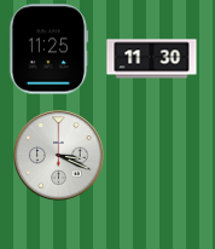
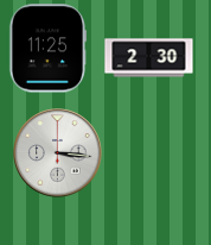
clock at (152, 59): 11:30 -> 2:30
clock at (59, 156): 3:19 -> 3:16
